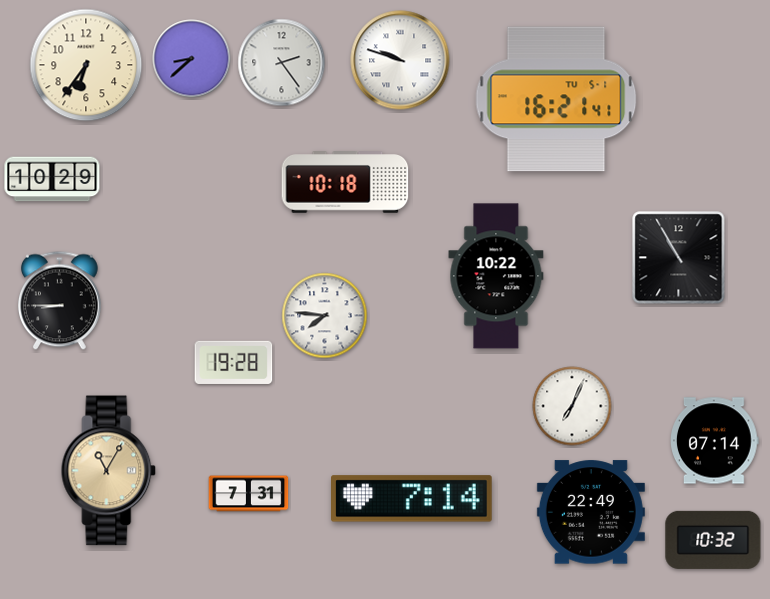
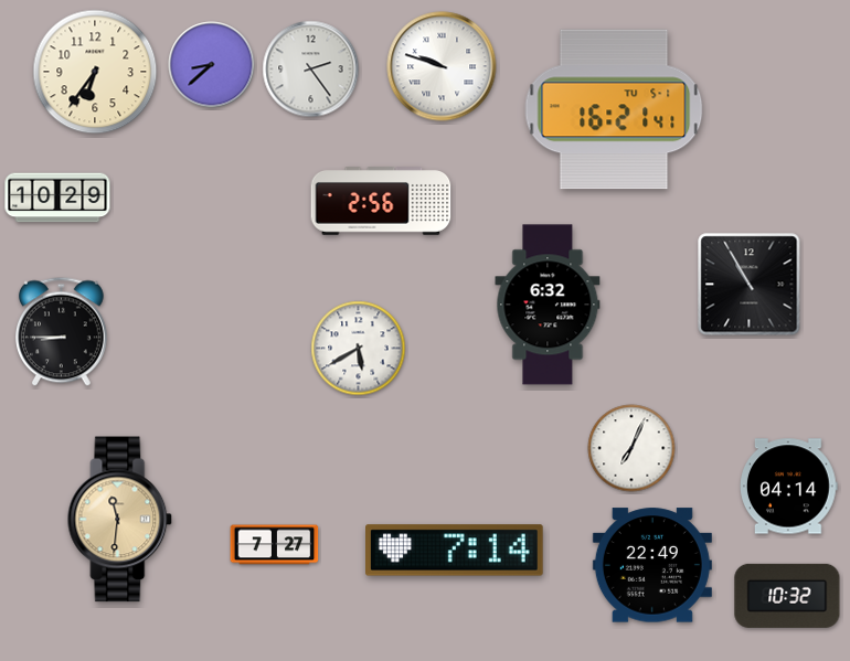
clock at (345, 182): 10:18 -> 2:56
clock at (496, 276): 10:22 -> 6:32
clock at (60, 301) position: (60, 301) -> (62, 332)
clock at (325, 316): 7:46 -> 5:40
clock at (234, 362): 19:28 -> none
clock at (715, 441): 07:14 -> 04:14
clock at (109, 471): 11:05 -> 11:31
clock at (249, 494): 7:31 -> 7:27
